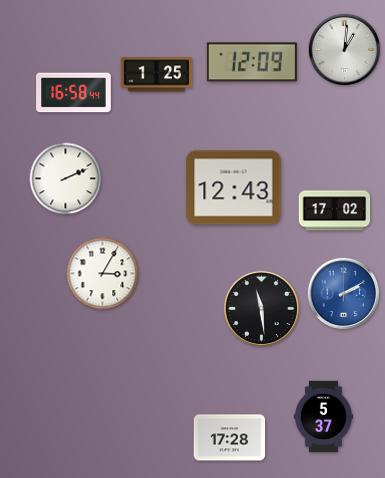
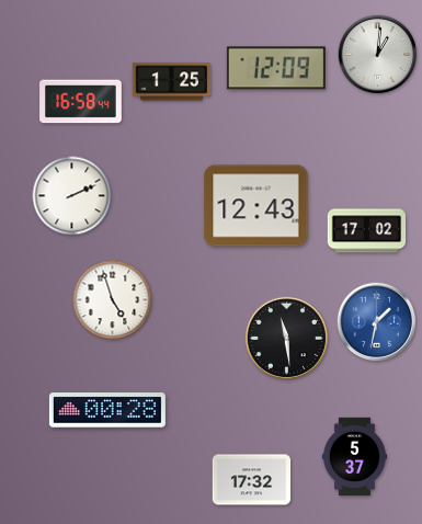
clock at (103, 274): 3:05 -> 4:57
clock at (344, 294): 2:10 -> 1:32
clock at (107, 410): none -> 00:28
clock at (230, 438): 17:28 -> 17:32
